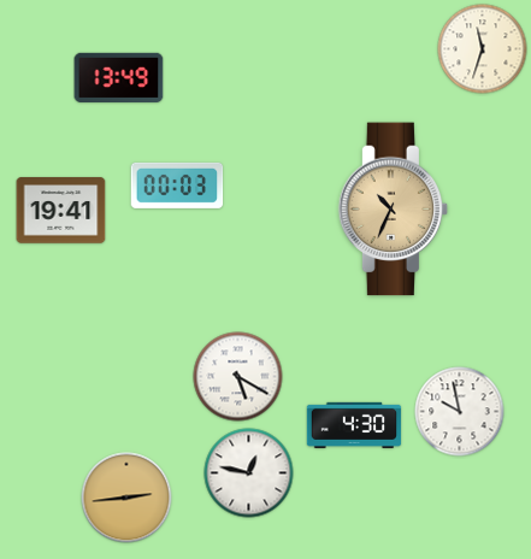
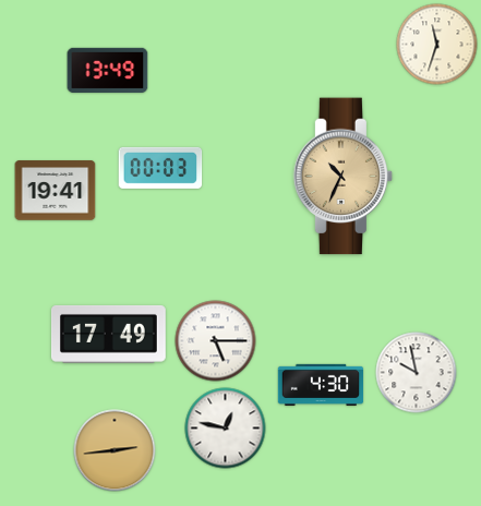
clock at (394, 210) position: (394, 210) -> (344, 177)
clock at (108, 334): none -> 17:49
clock at (238, 377): 5:20 -> 5:15
